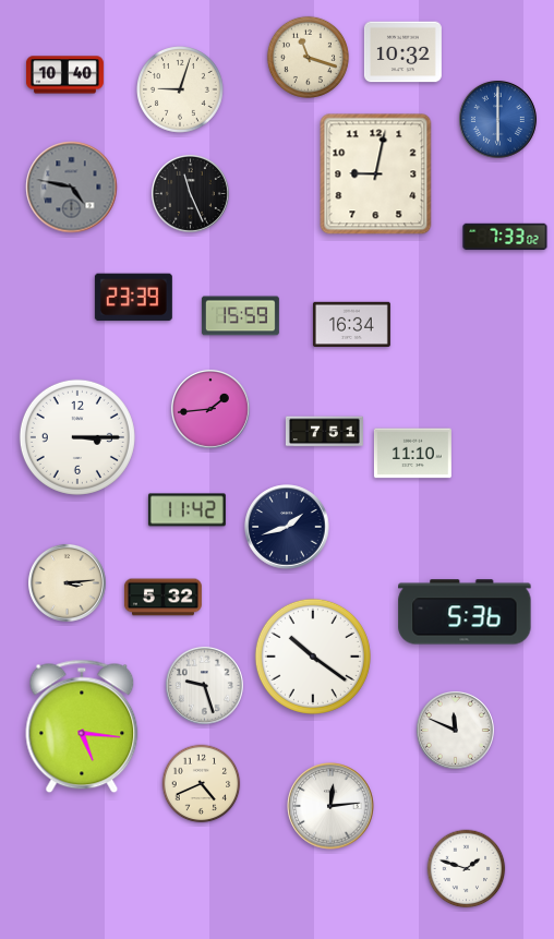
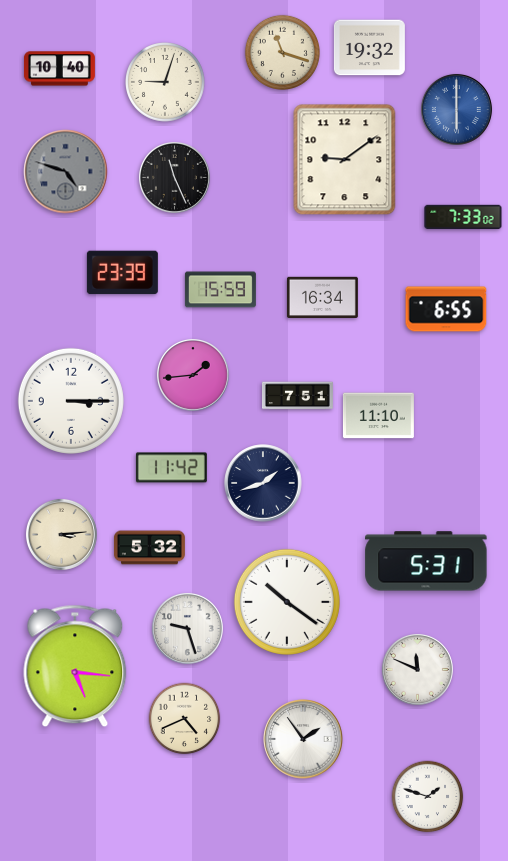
clock at (402, 52): 10:32 -> 19:32
clock at (376, 174): 9:02 -> 9:09
clock at (72, 188): 4:47 -> 4:48
clock at (446, 309): none -> 6:55
clock at (465, 612): 5:36 -> 5:31
clock at (330, 806): 12:14 -> 1:54
